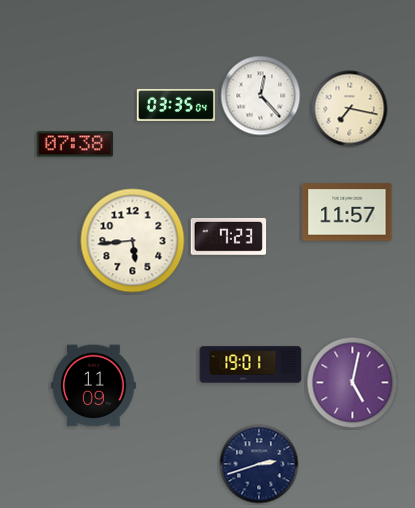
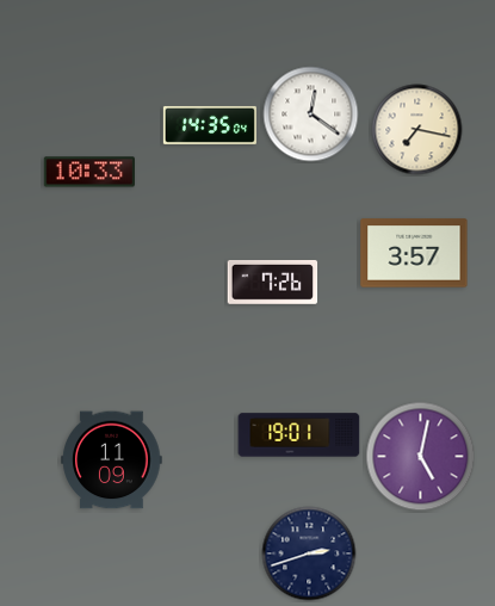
clock at (261, 96): 12:23 -> 12:21
clock at (176, 105): 03:35 -> 14:35
clock at (74, 144): 07:38 -> 10:33
clock at (347, 212): 11:57 -> 3:57
clock at (229, 236): 7:23 -> 7:26
clock at (133, 241): 5:44 -> none
